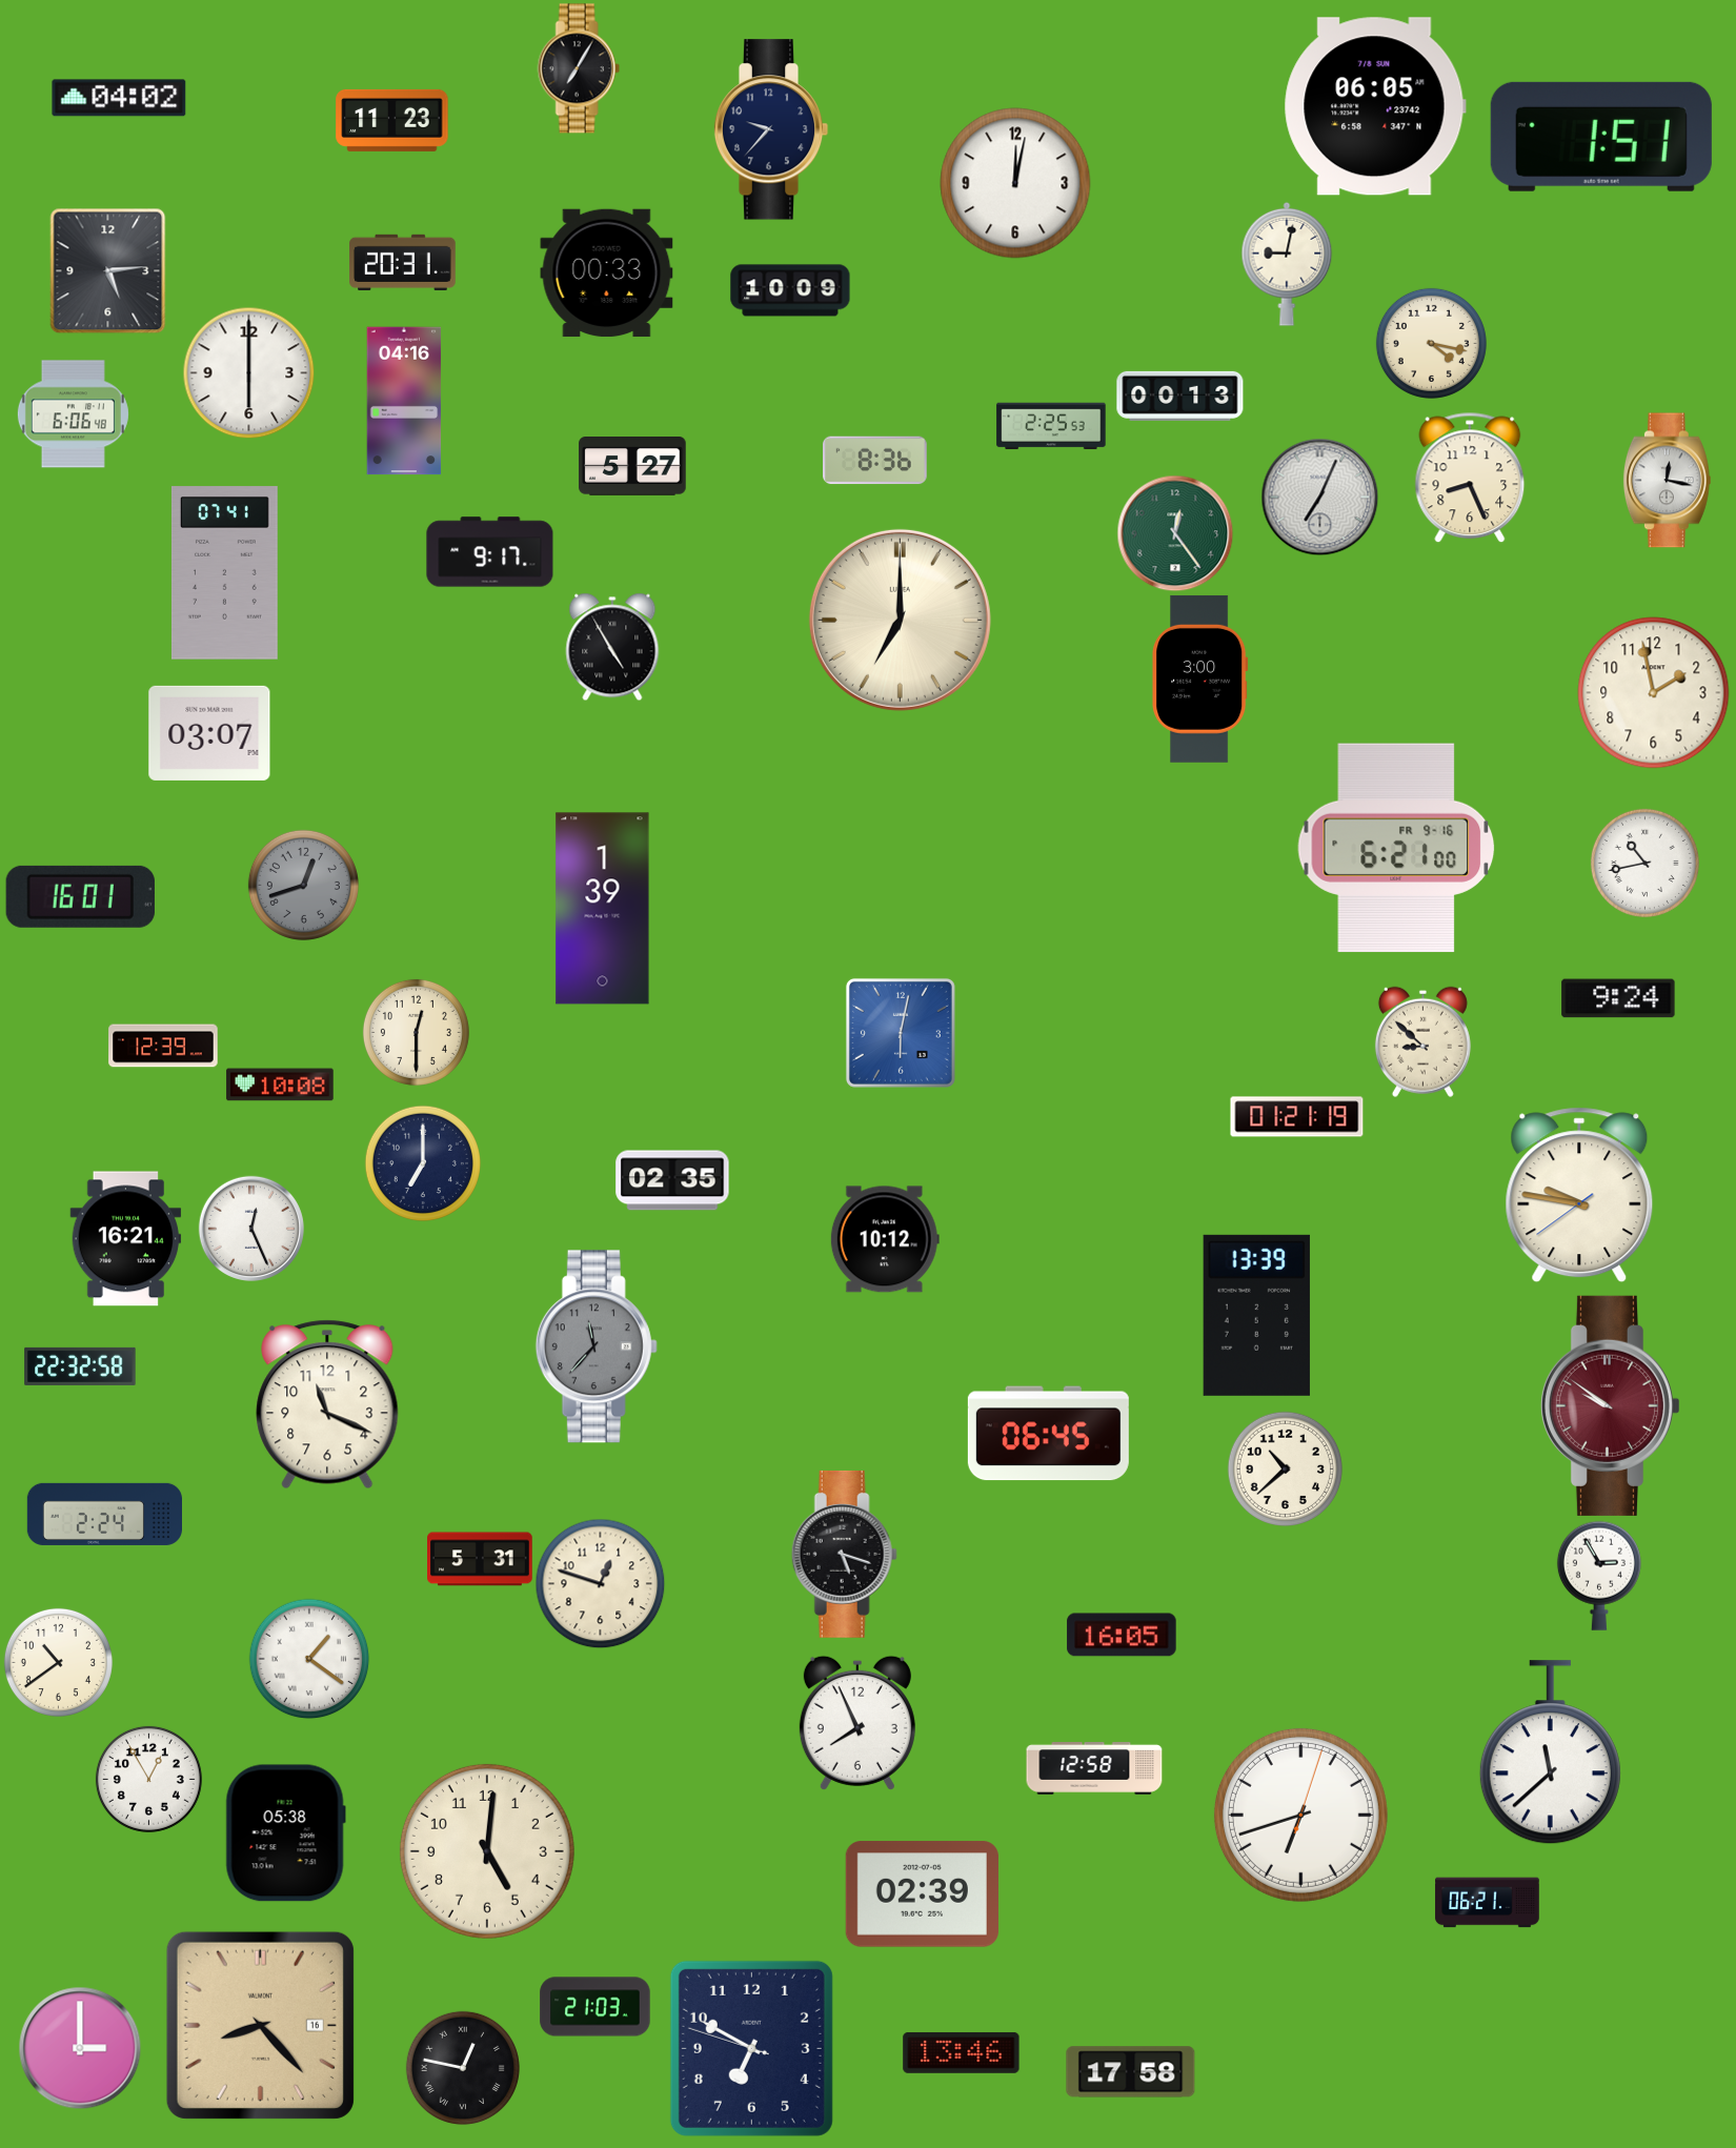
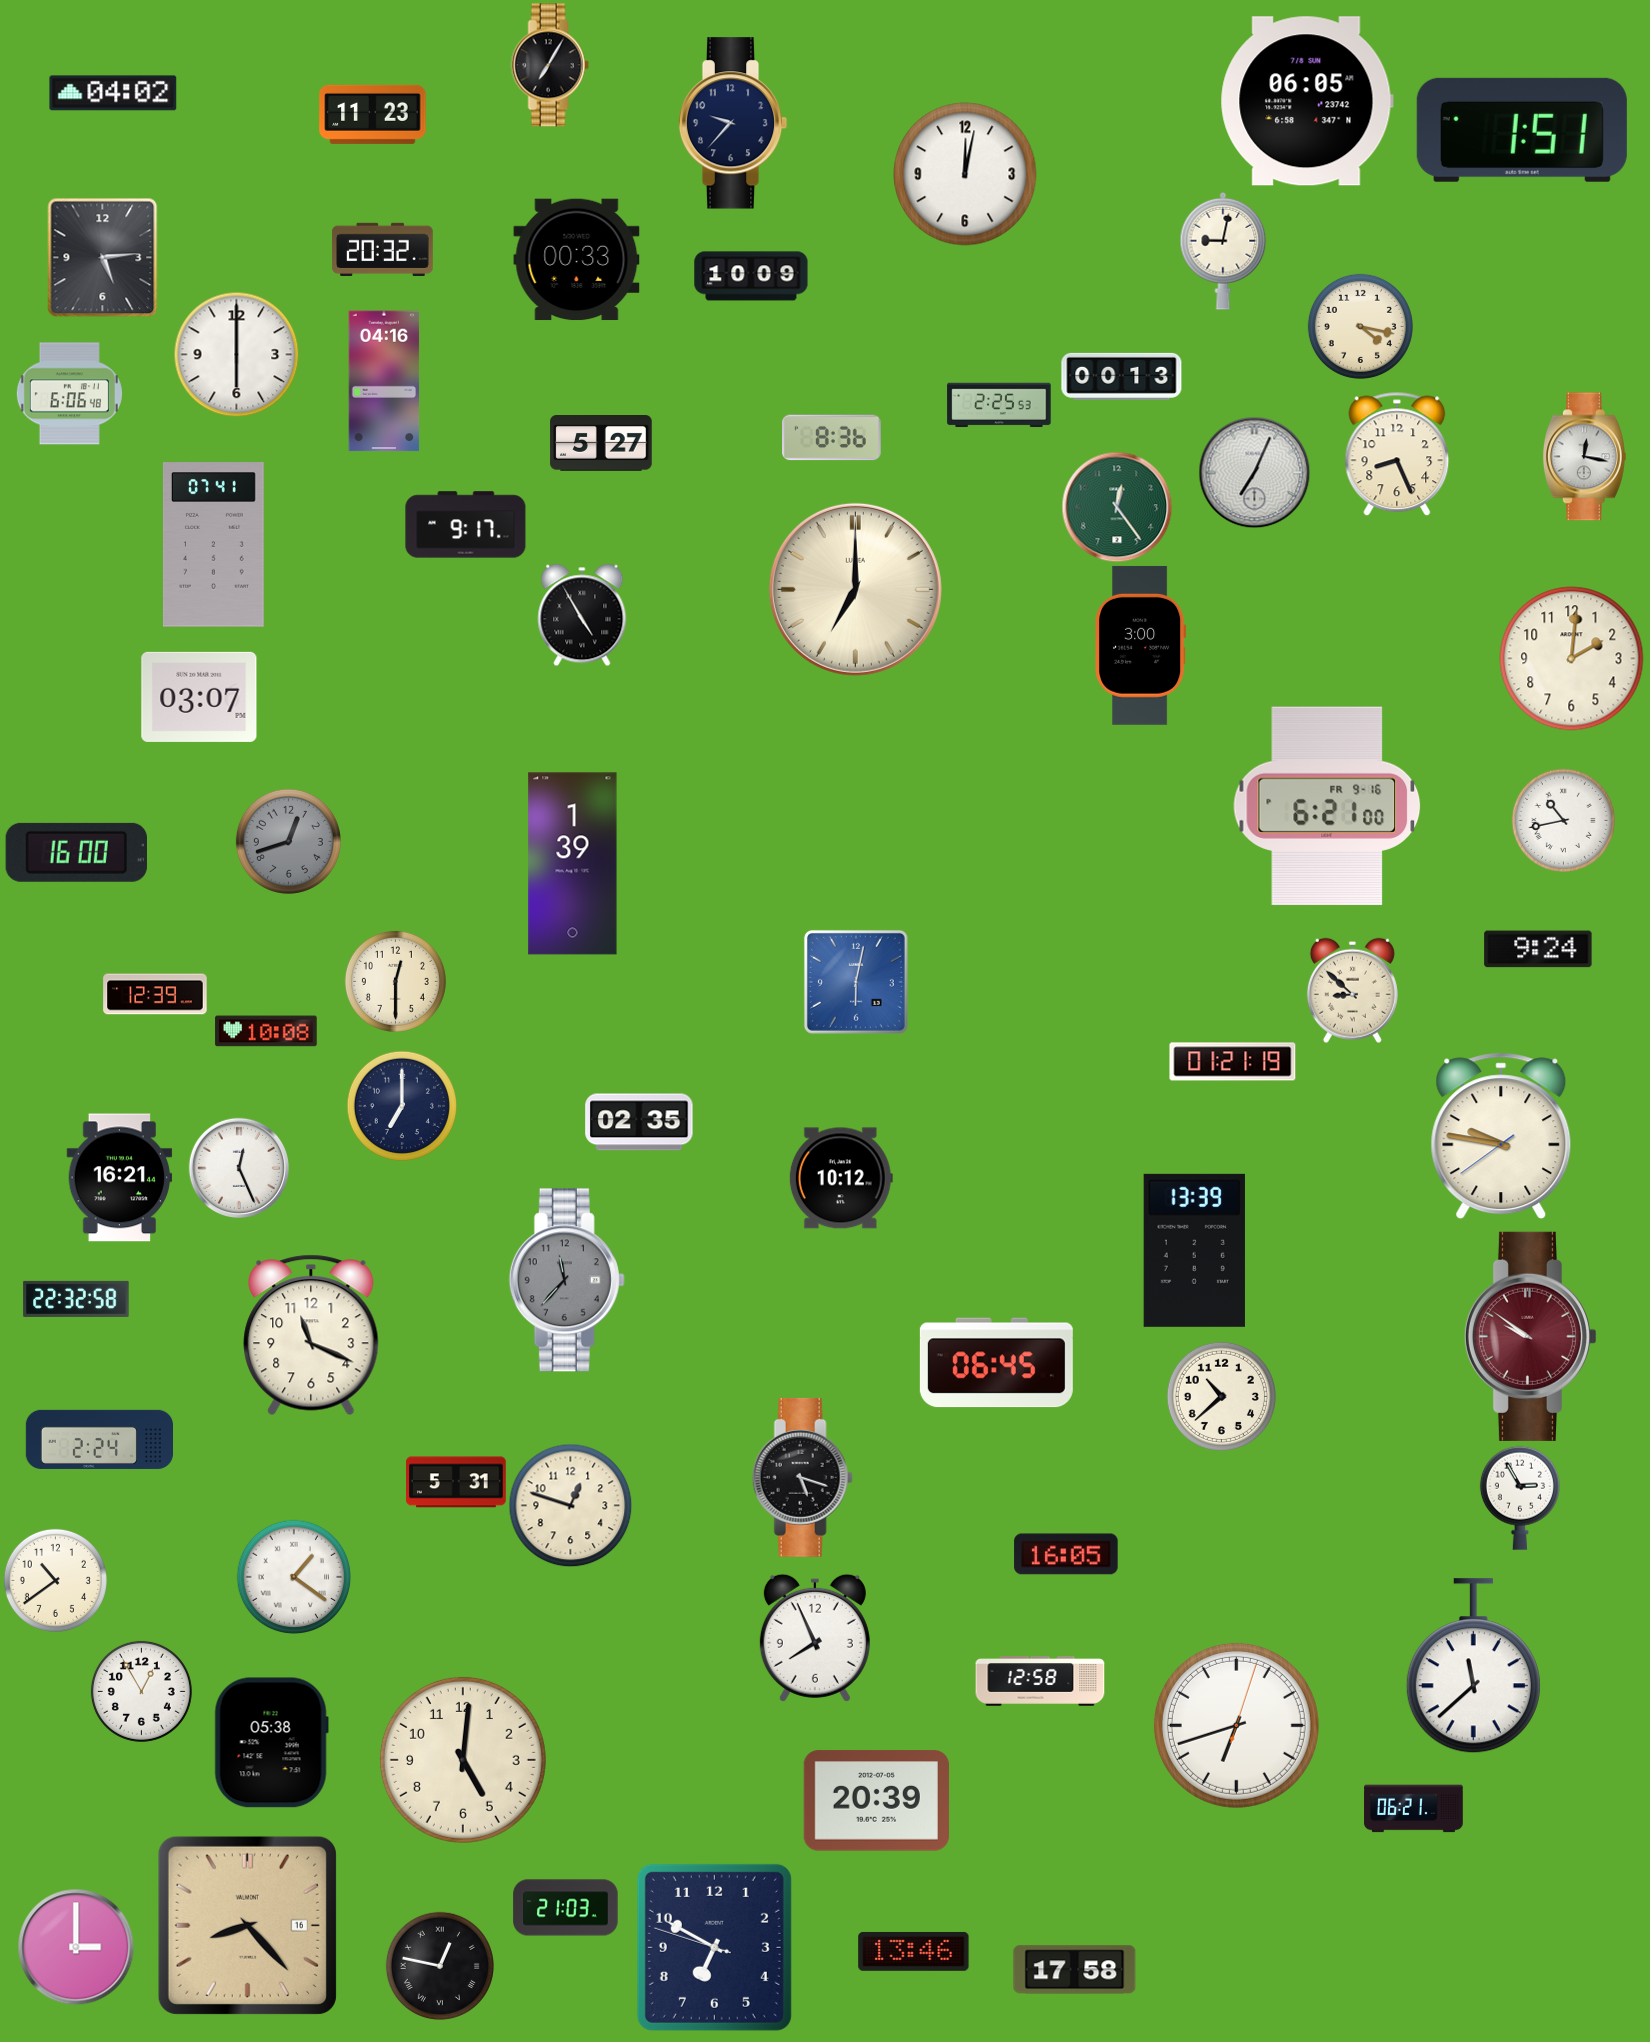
clock at (403, 262): 20:31 -> 20:32
clock at (1654, 693): 1:58 -> 2:01
clock at (80, 896): 16:01 -> 16:00
clock at (922, 1894): 02:39 -> 20:39
